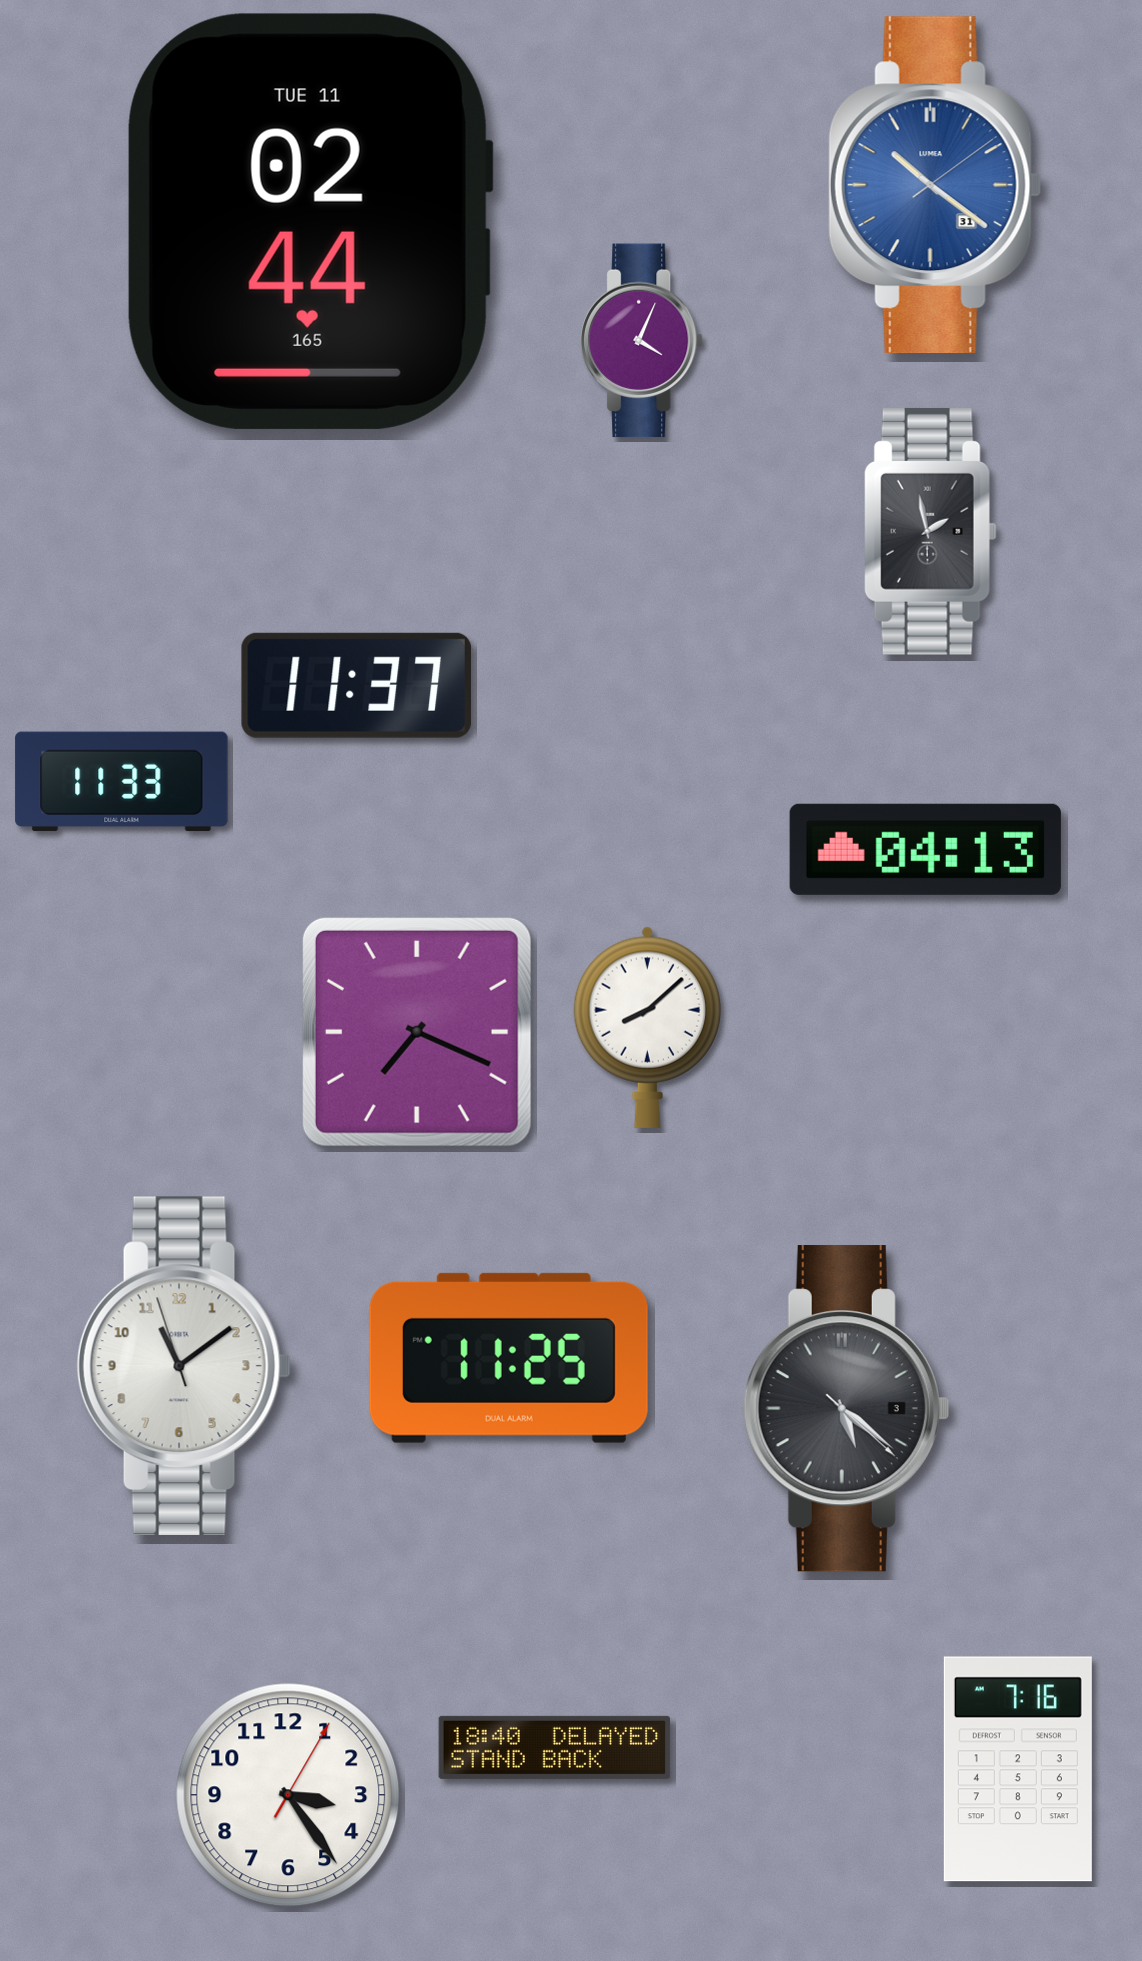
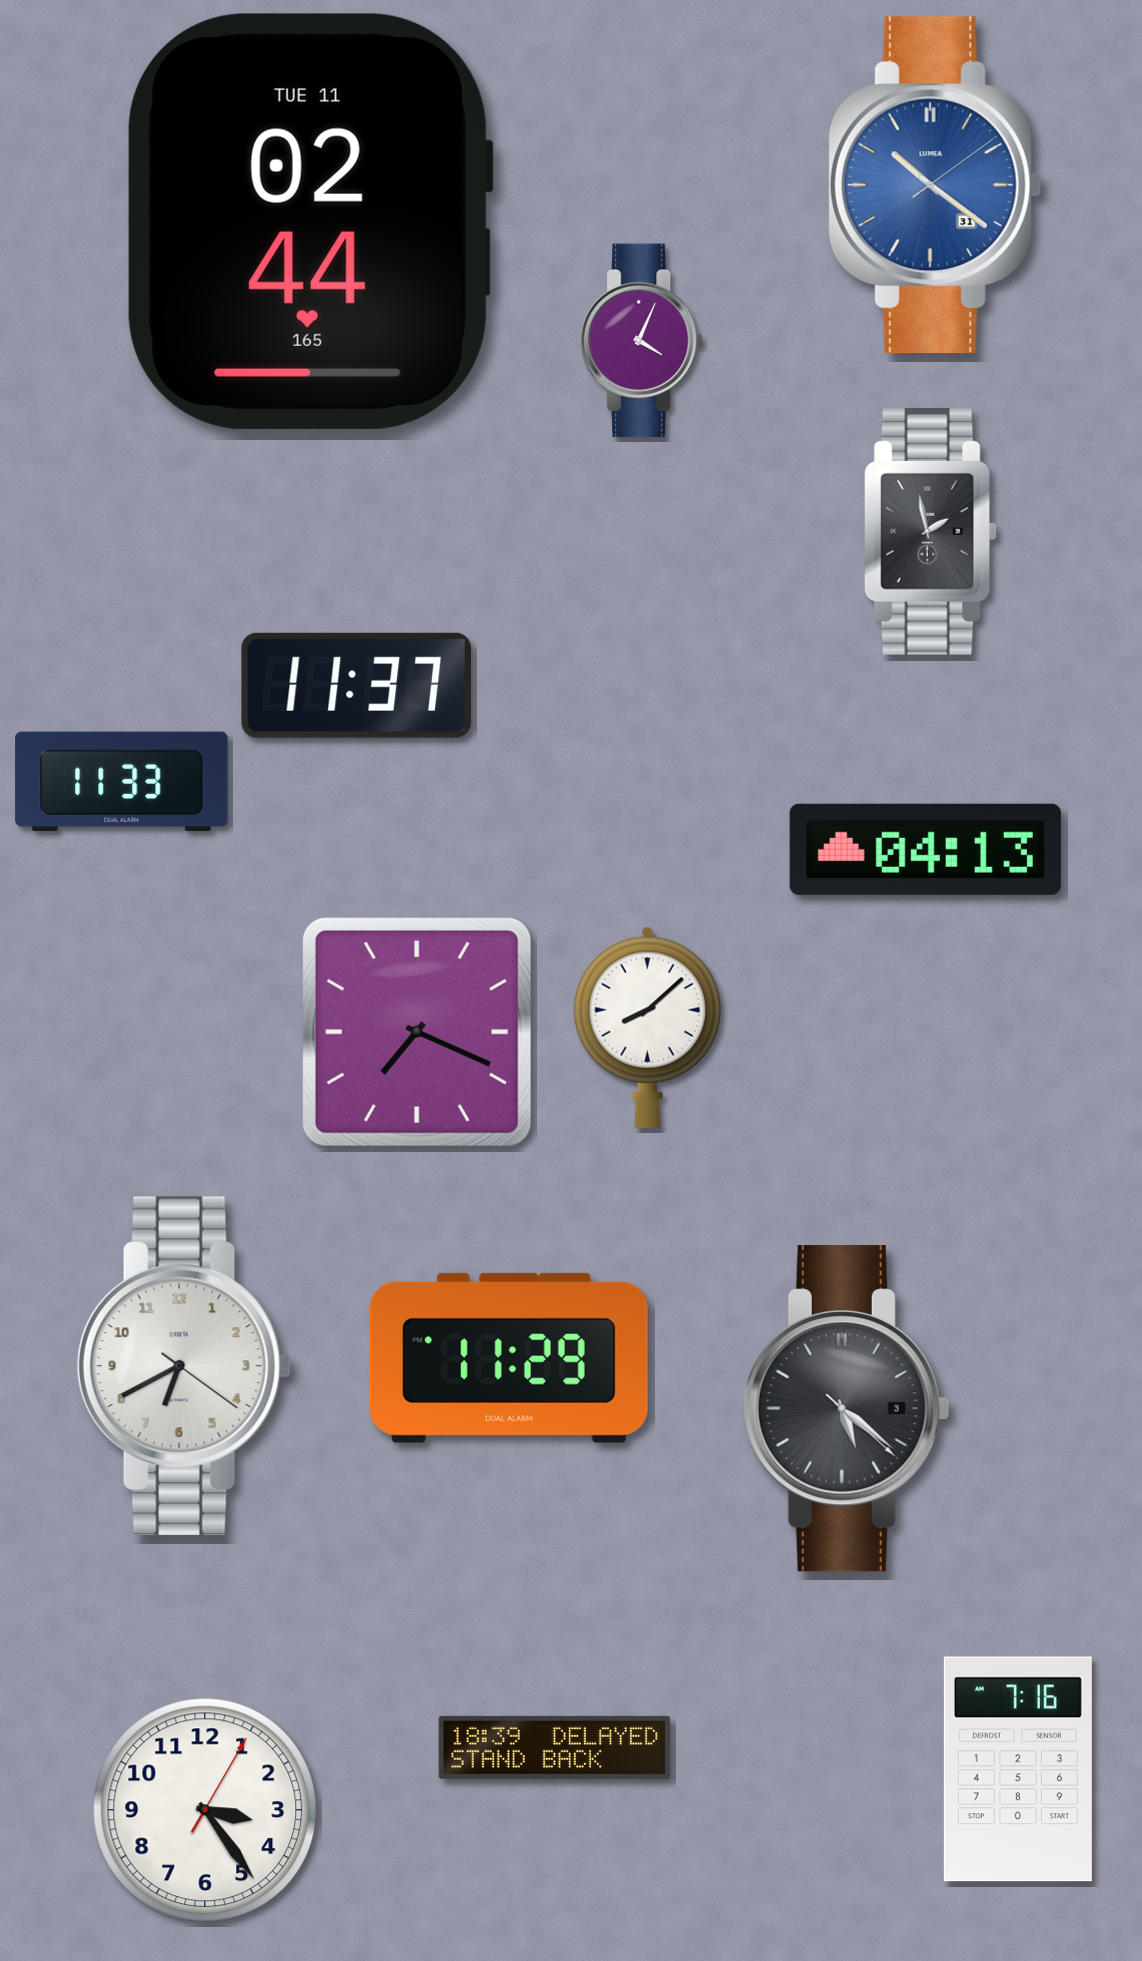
clock at (509, 1358): 11:25 -> 11:29
clock at (184, 1366): 11:08 -> 6:40
clock at (555, 1747): 18:40 -> 18:39
clock at (288, 1795) position: (288, 1795) -> (205, 1810)
